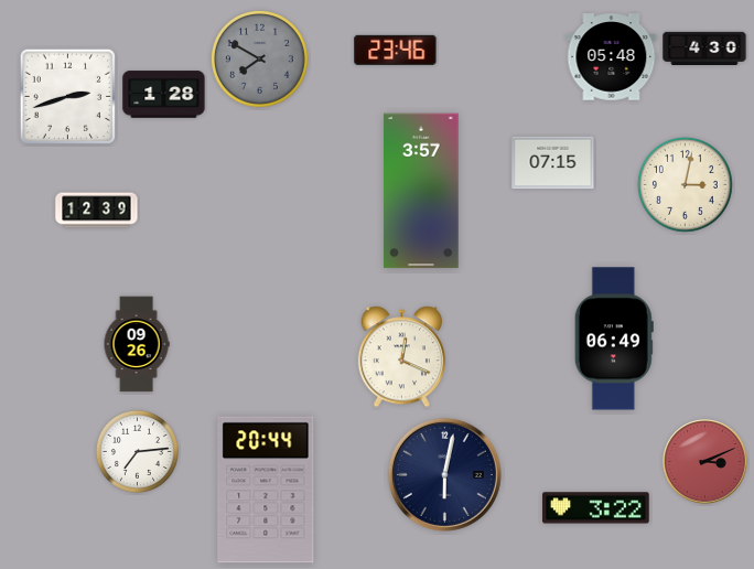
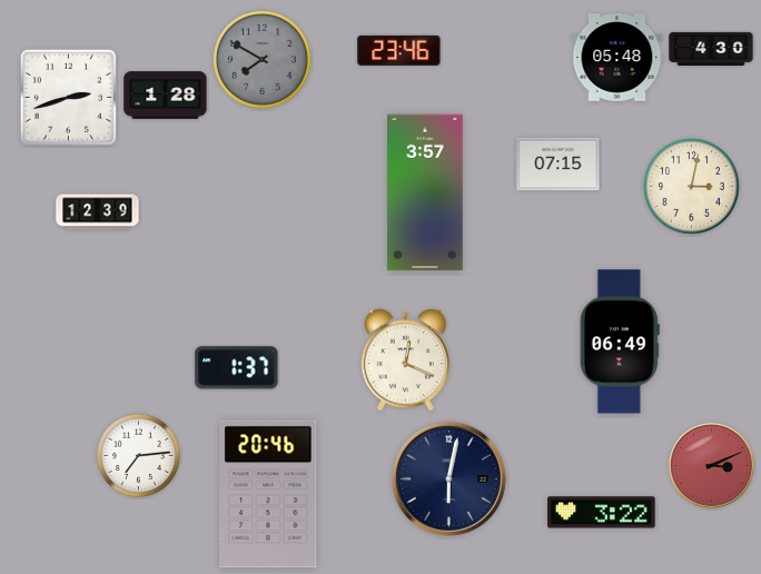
clock at (137, 344): 09:26 -> none
clock at (237, 368): none -> 1:37
clock at (266, 490): 20:44 -> 20:46
